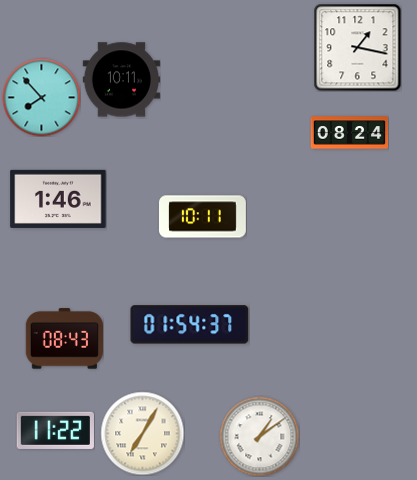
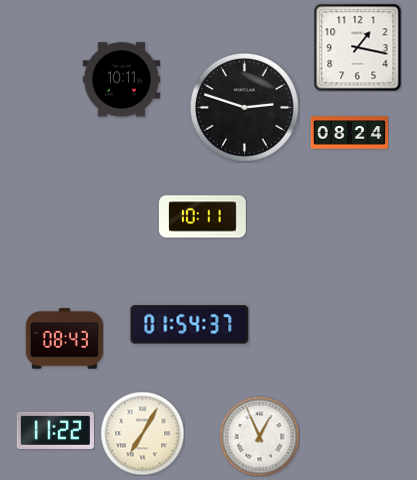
clock at (41, 97): 7:53 -> none
clock at (245, 108): none -> 2:48
clock at (58, 199): 1:46 -> none
clock at (259, 436): 1:09 -> 12:56
